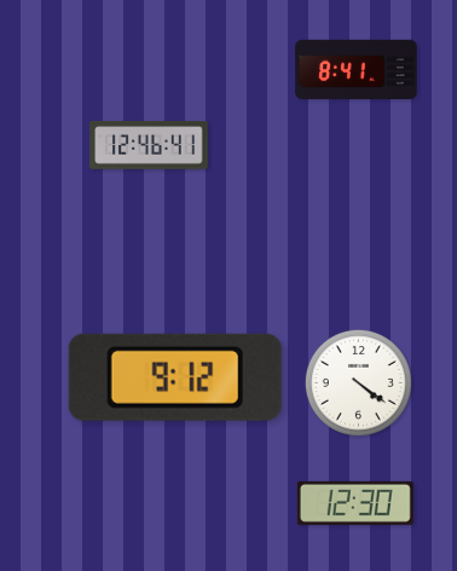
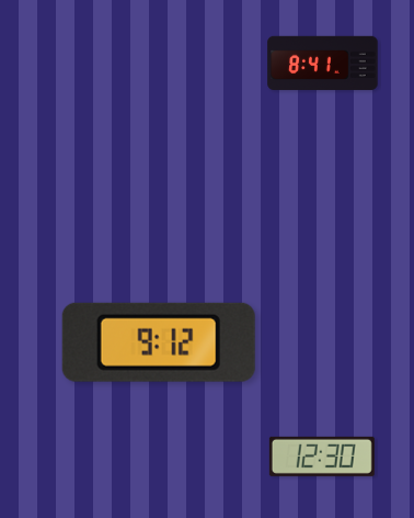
clock at (150, 146): 12:46 -> none
clock at (358, 382): 4:21 -> none
